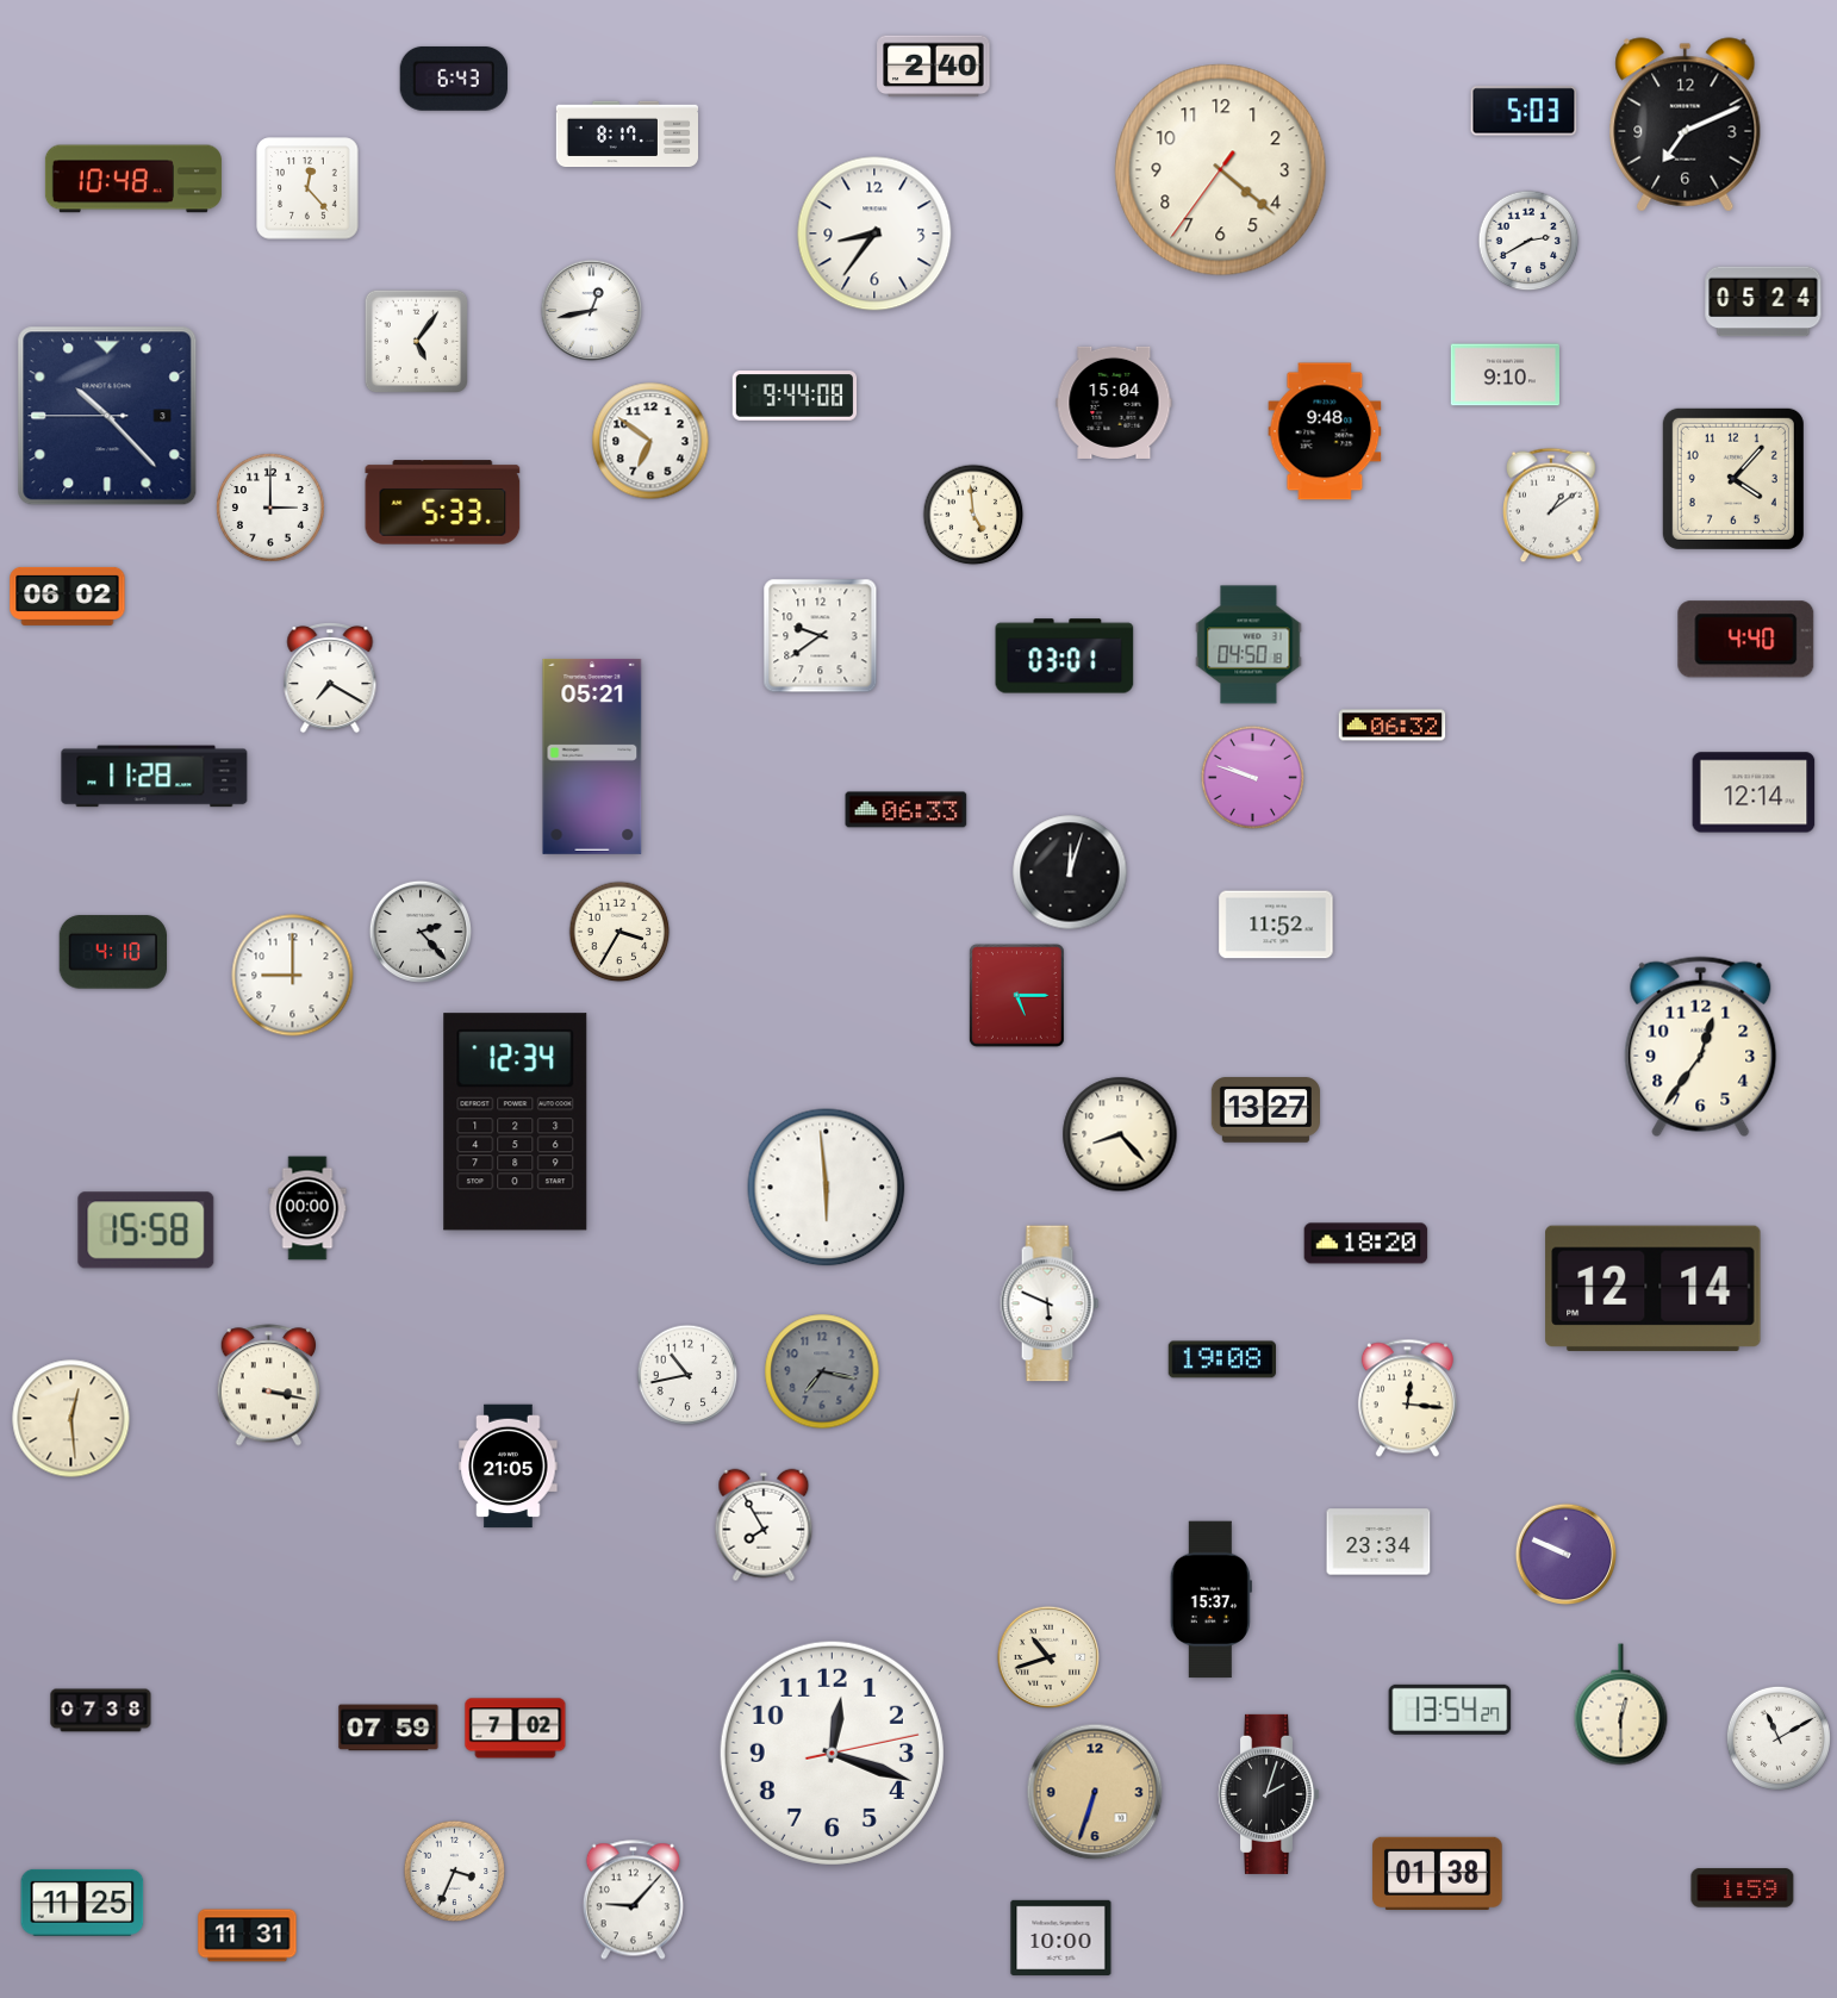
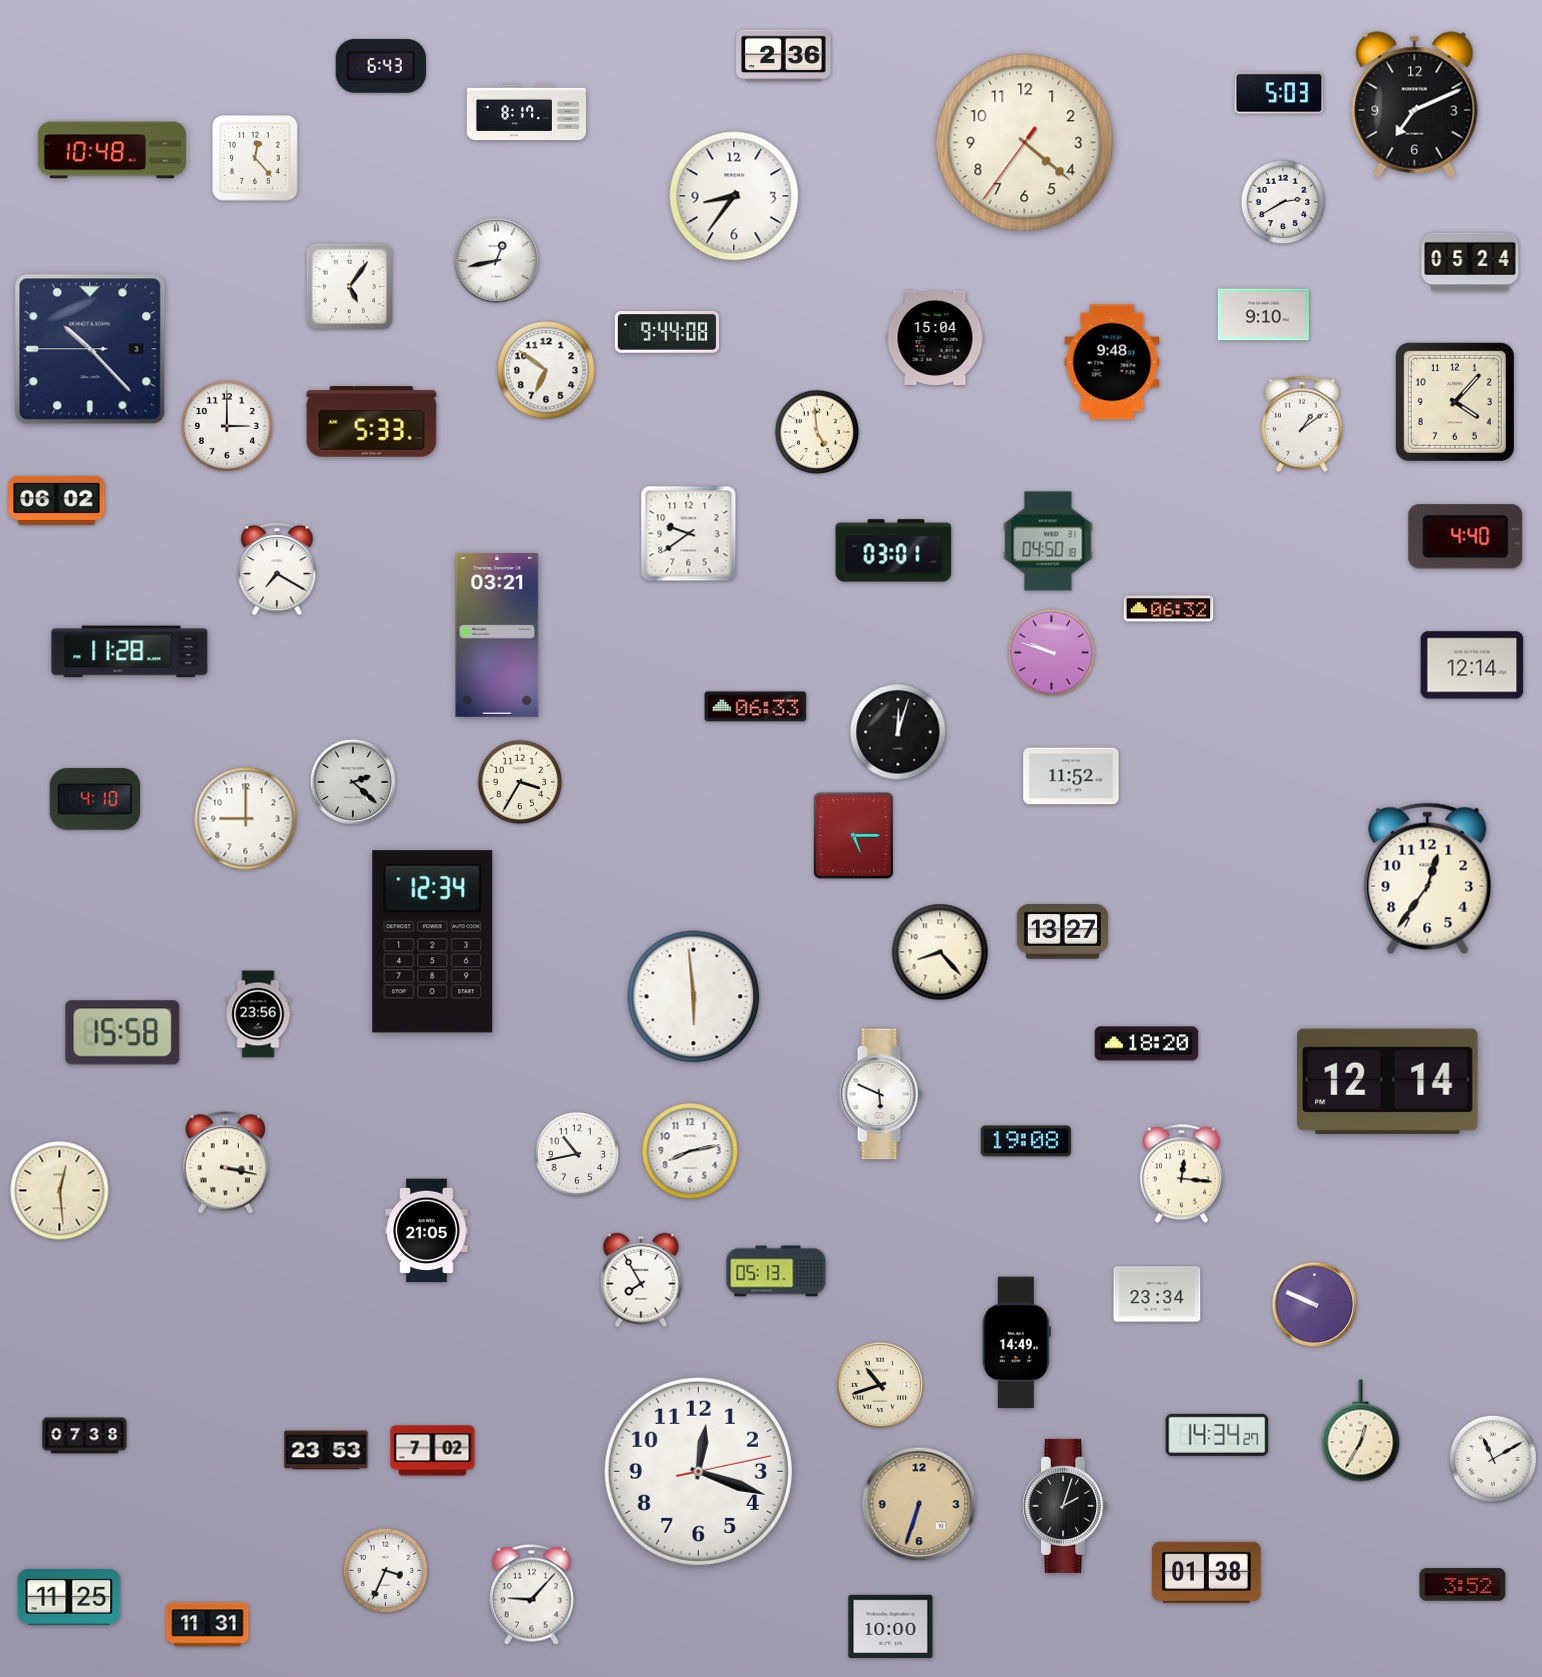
clock at (934, 67): 2:40 -> 2:36
clock at (307, 188) position: (307, 188) -> (255, 158)
clock at (1763, 301) position: (1763, 301) -> (1470, 262)
clock at (592, 757): 05:21 -> 03:21
clock at (907, 810) position: (907, 810) -> (756, 707)
clock at (419, 930): 2:23 -> 2:22
clock at (307, 1208): 00:00 -> 23:56
clock at (822, 1371): 7:17 -> 8:13
clock at (822, 1371) dial: grey -> white
clock at (776, 1271): none -> 05:13
clock at (1210, 1600): 15:37 -> 14:49
clock at (1047, 1656) position: (1047, 1656) -> (879, 1384)
clock at (1621, 1705): 12:30 -> 12:35
clock at (1450, 1710): 13:54 -> 14:34
clock at (388, 1728): 07:59 -> 23:53
clock at (455, 1872) position: (455, 1872) -> (386, 1571)
clock at (1743, 1888): 1:59 -> 3:52
